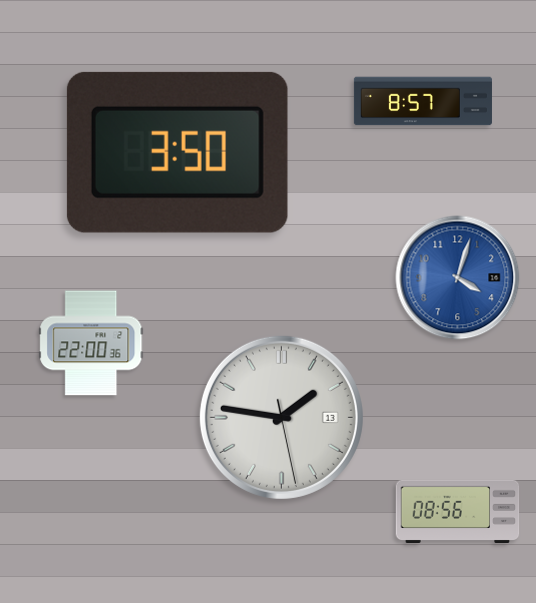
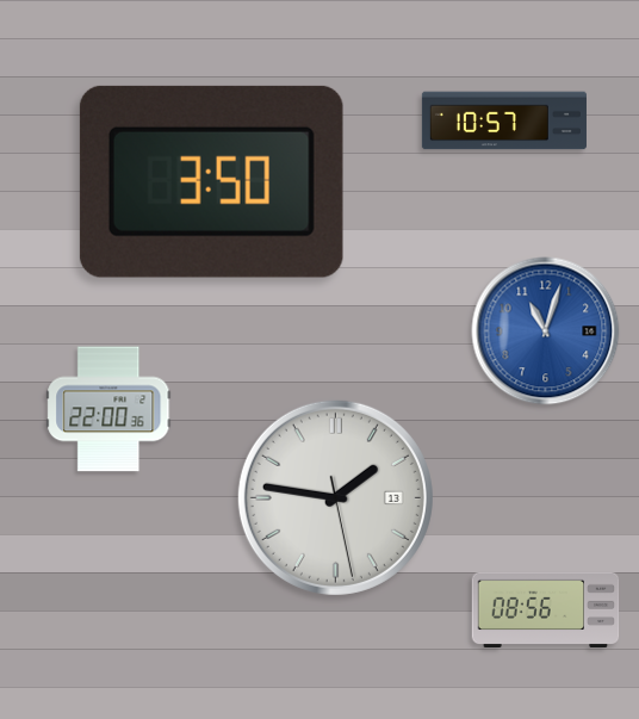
clock at (423, 101): 8:57 -> 10:57
clock at (458, 278): 4:03 -> 11:03
